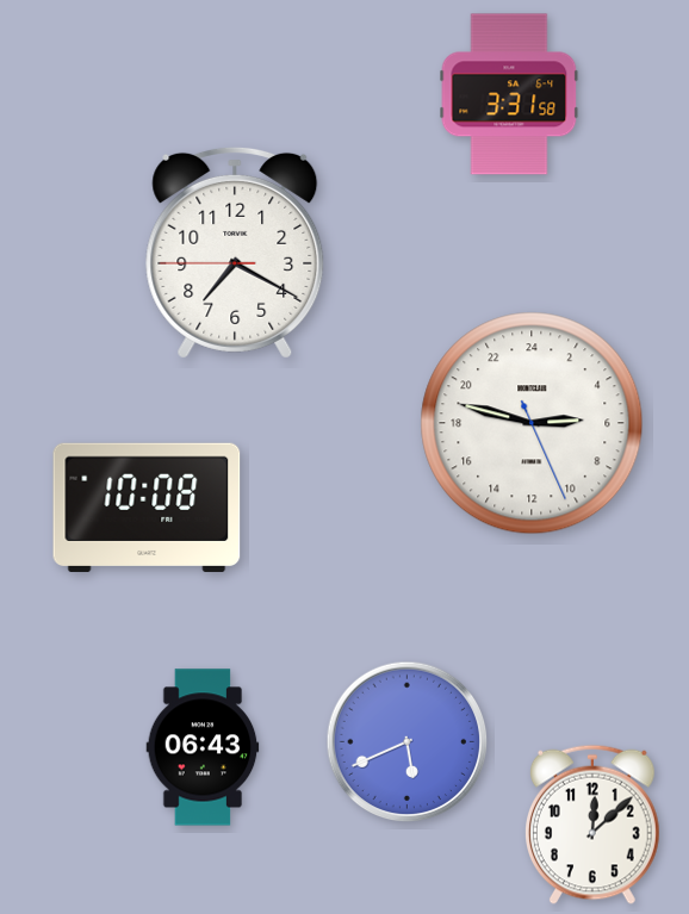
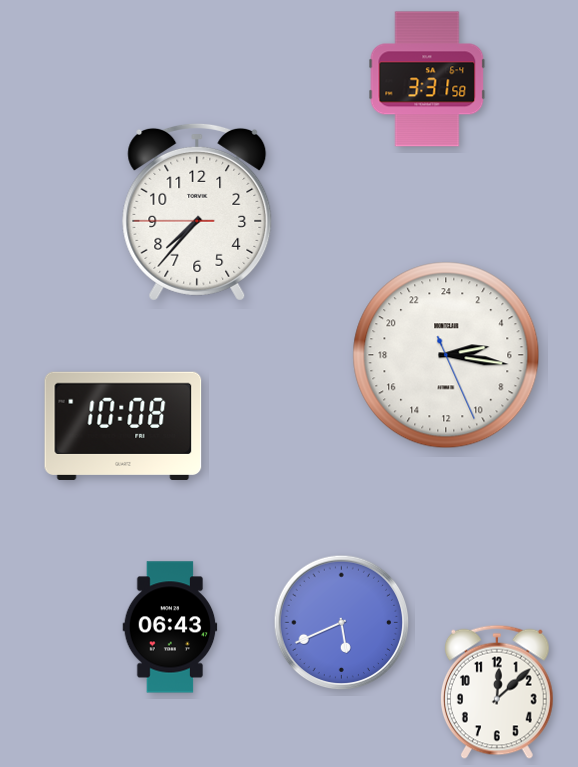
clock at (235, 253): 7:19 -> 7:36
clock at (532, 423): 5:47 -> 5:16
